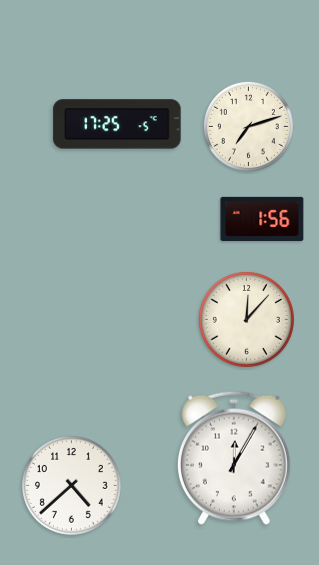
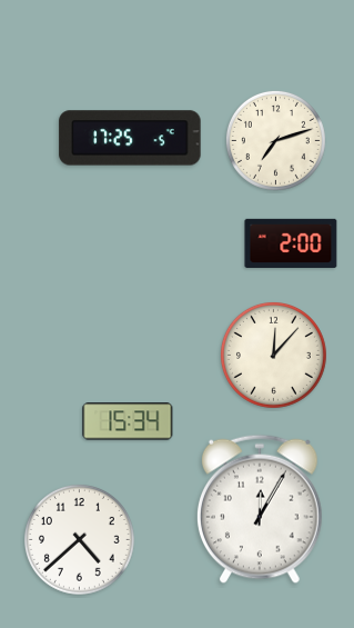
clock at (262, 218): 1:56 -> 2:00
clock at (128, 421): none -> 15:34
